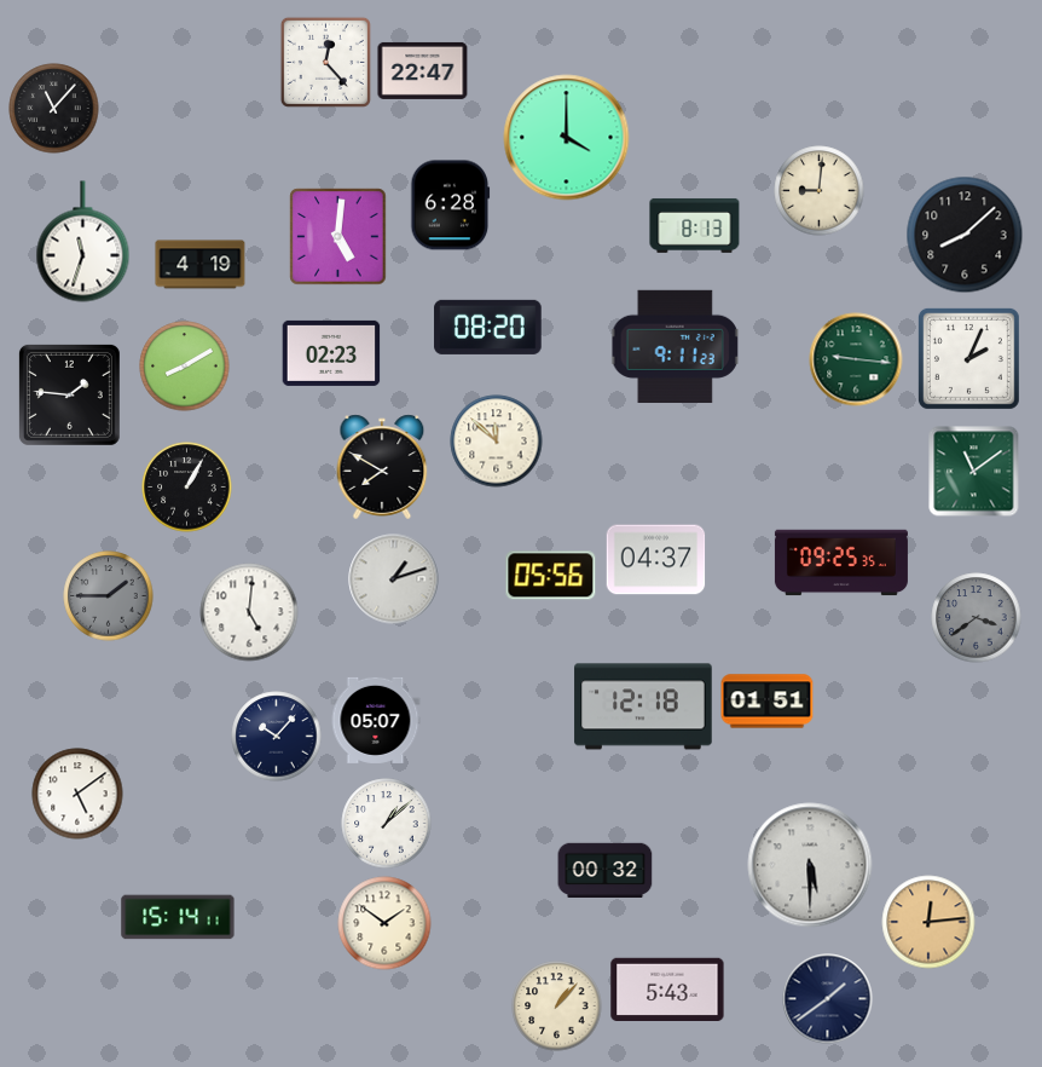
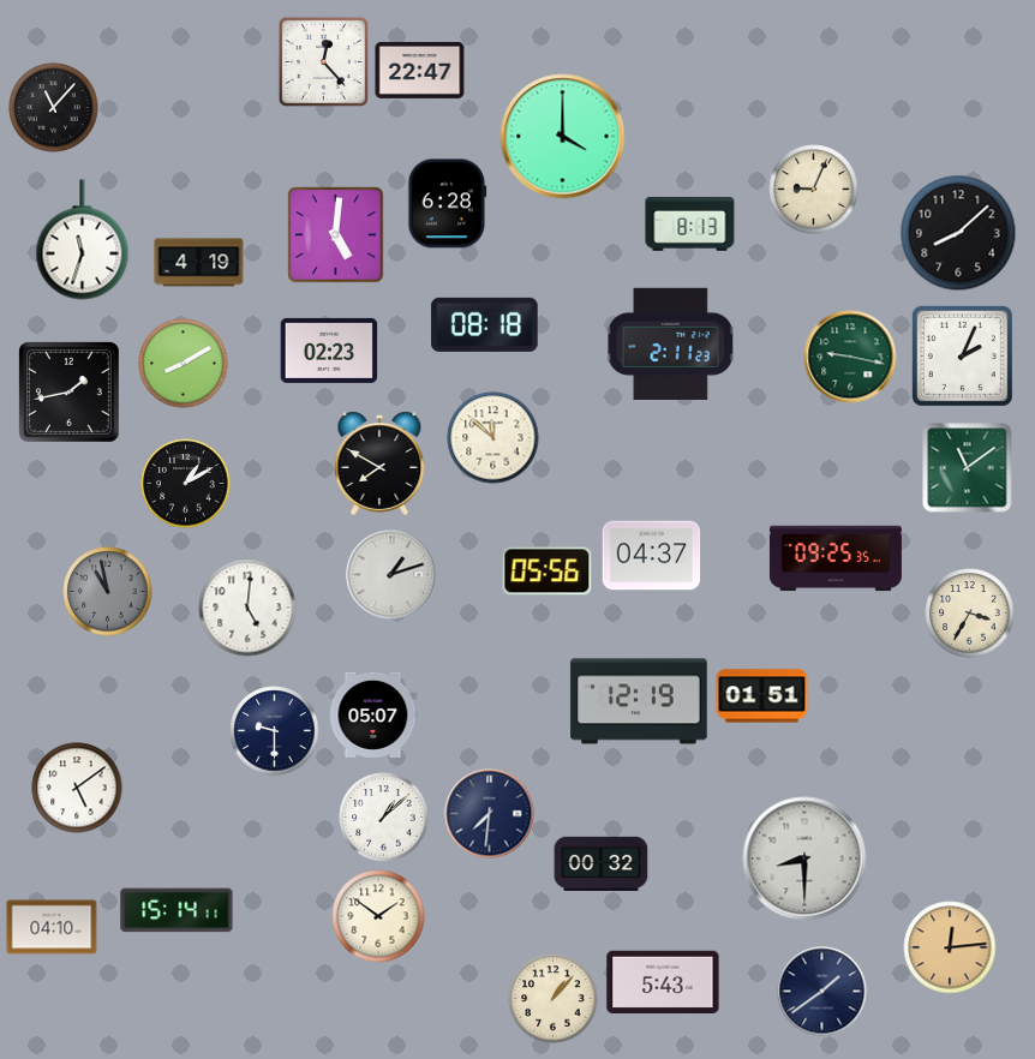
clock at (820, 191): 9:01 -> 9:04
clock at (488, 327): 08:20 -> 08:18
clock at (676, 346): 9:11 -> 2:11
clock at (856, 359): 9:16 -> 9:17
clock at (69, 394): 1:46 -> 1:43
clock at (187, 488): 1:05 -> 1:10
clock at (109, 596): 1:45 -> 10:58
clock at (977, 618): 3:39 -> 3:35
clock at (977, 618) dial: grey -> cream
clock at (643, 706): 12:18 -> 12:19
clock at (277, 737): 10:07 -> 9:30
clock at (490, 814): none -> 7:31
clock at (810, 865): 5:30 -> 8:30
clock at (928, 922) position: (928, 922) -> (950, 947)
clock at (384, 923) position: (384, 923) -> (378, 916)
clock at (52, 927): none -> 04:10
